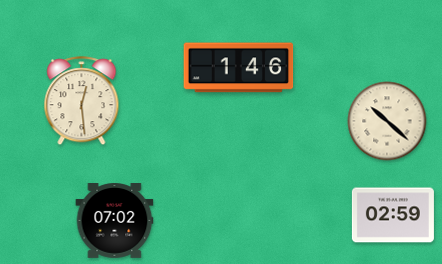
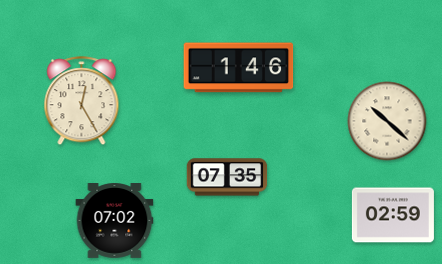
clock at (82, 101): 12:29 -> 12:25
clock at (227, 177): none -> 07:35
